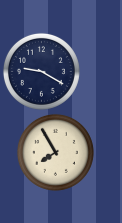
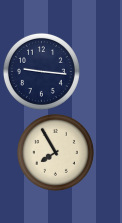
clock at (41, 71): 9:20 -> 9:16
